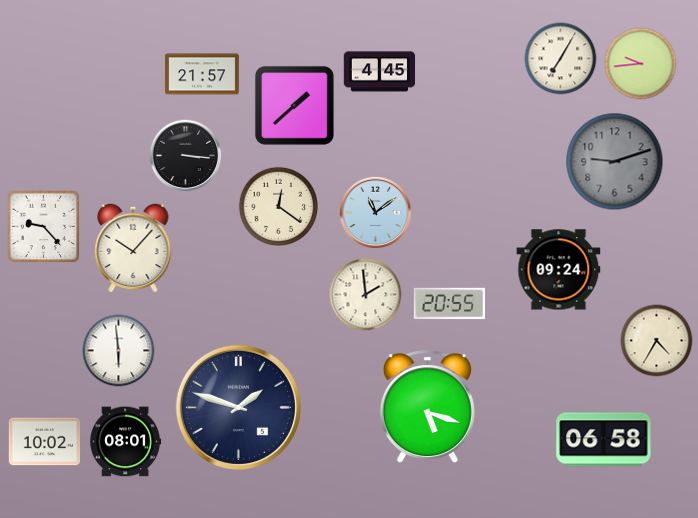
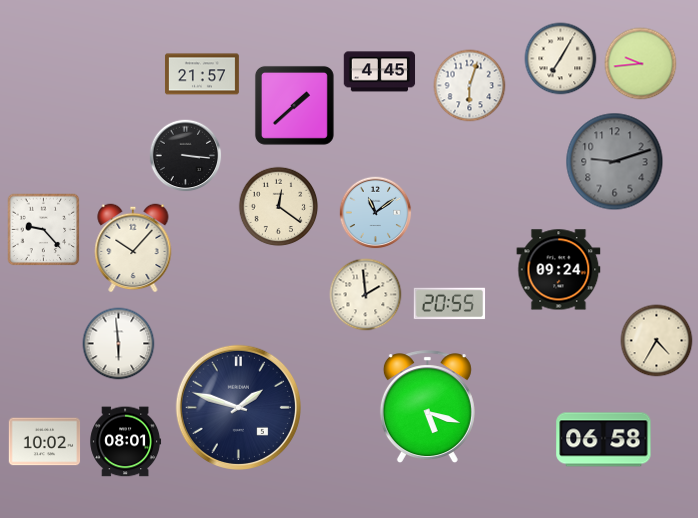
clock at (470, 86): none -> 6:03
clock at (44, 227) position: (44, 227) -> (44, 230)
clock at (119, 351) position: (119, 351) -> (119, 344)
